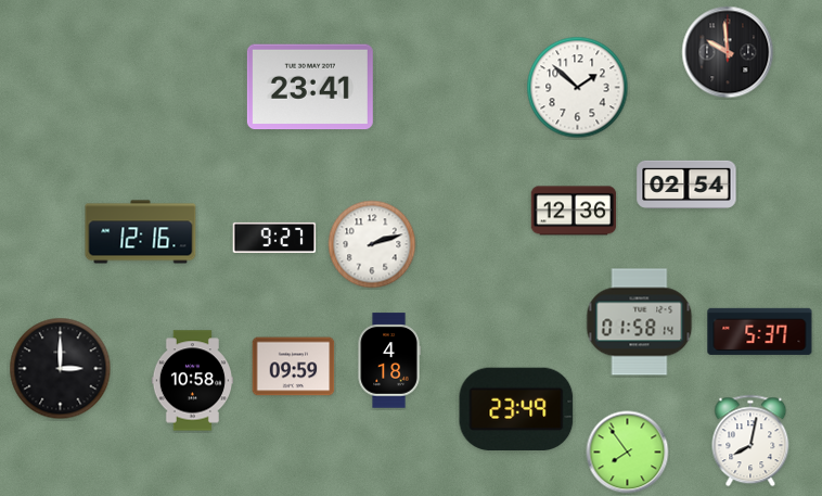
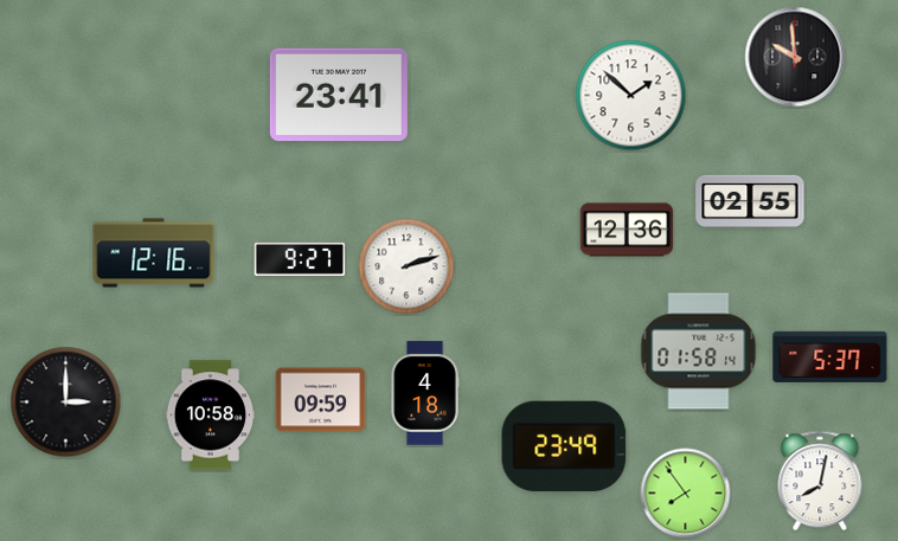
clock at (686, 183): 02:54 -> 02:55
clock at (760, 331) position: (760, 331) -> (830, 356)
